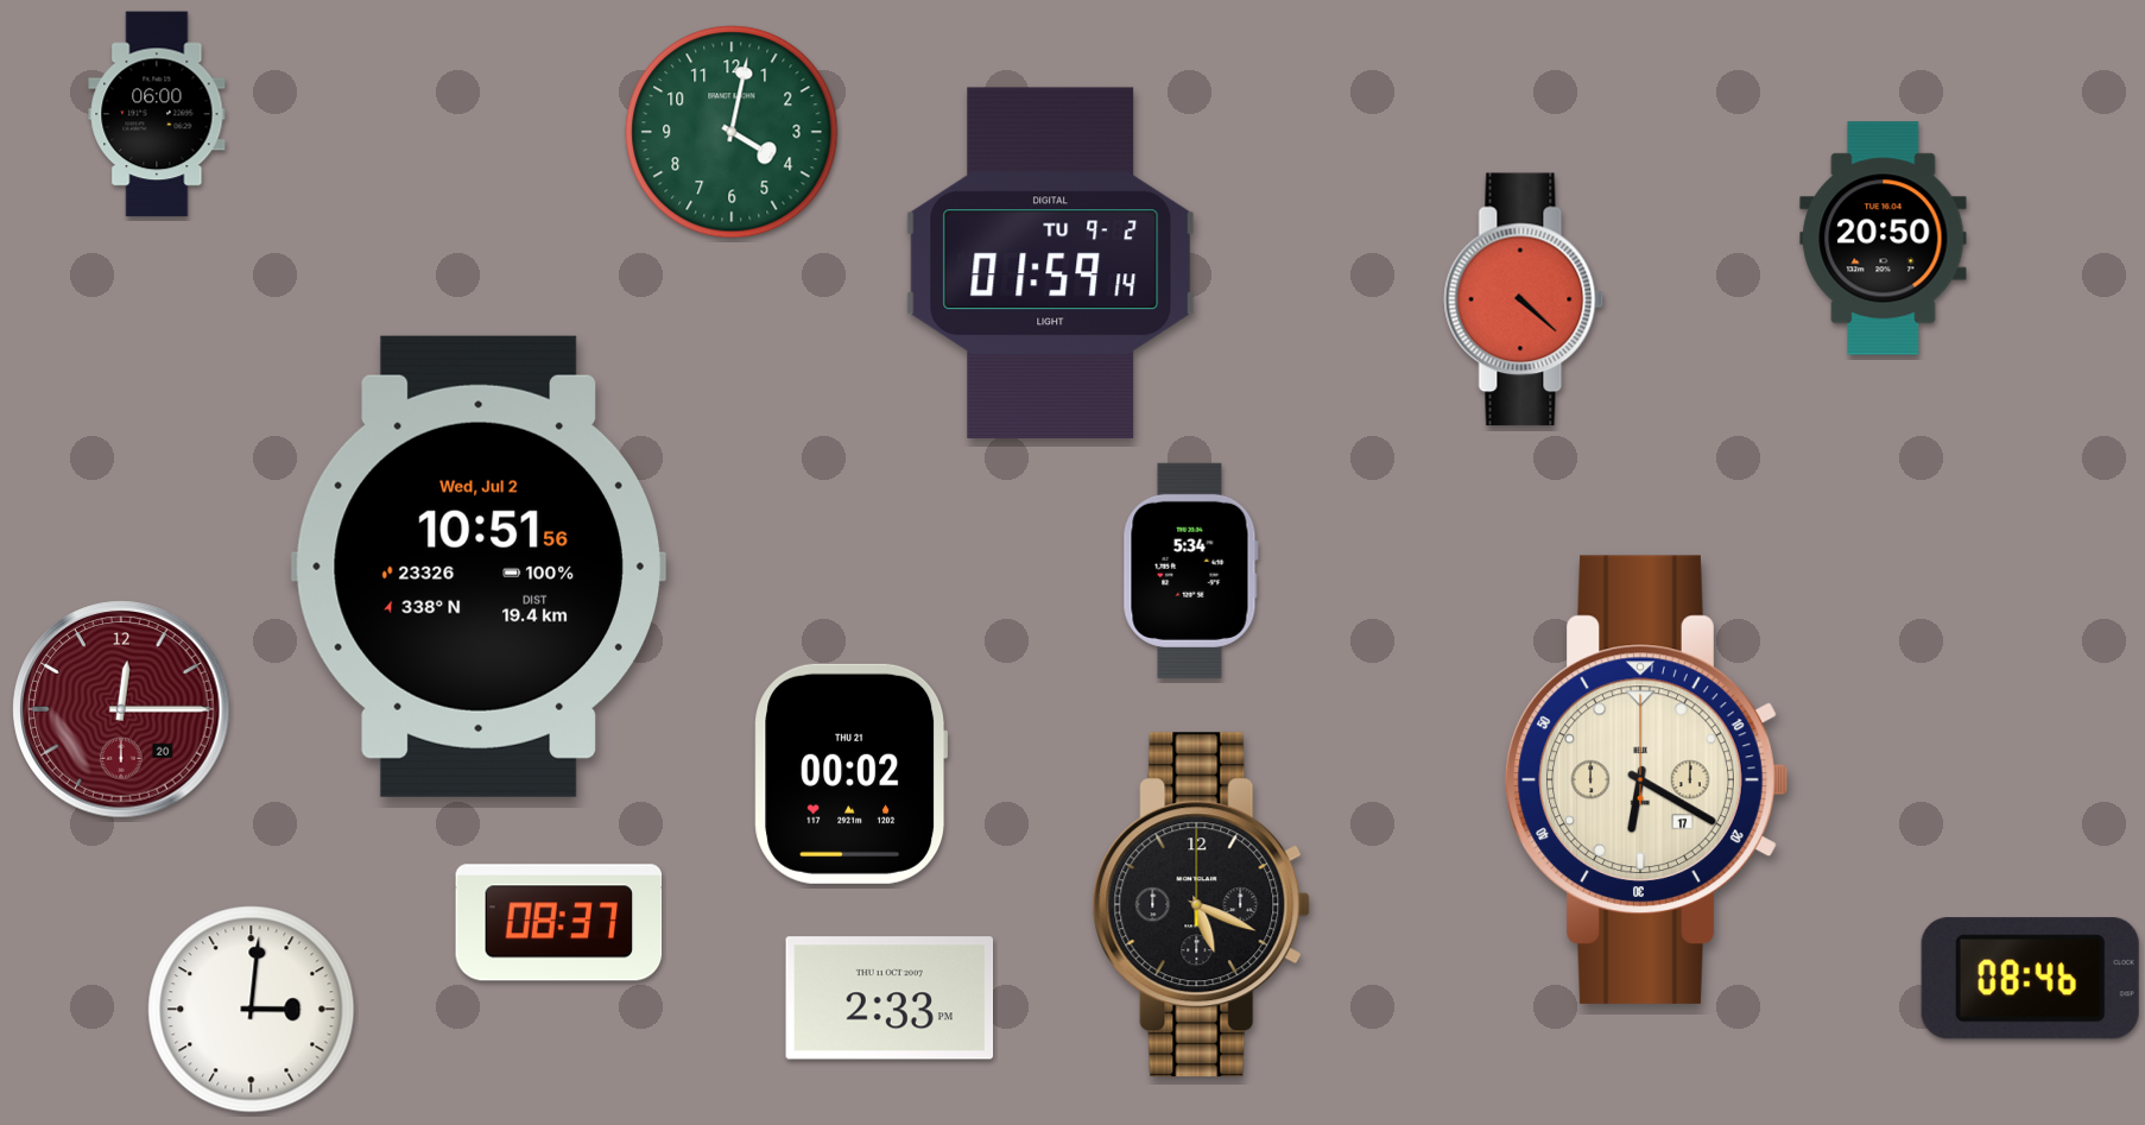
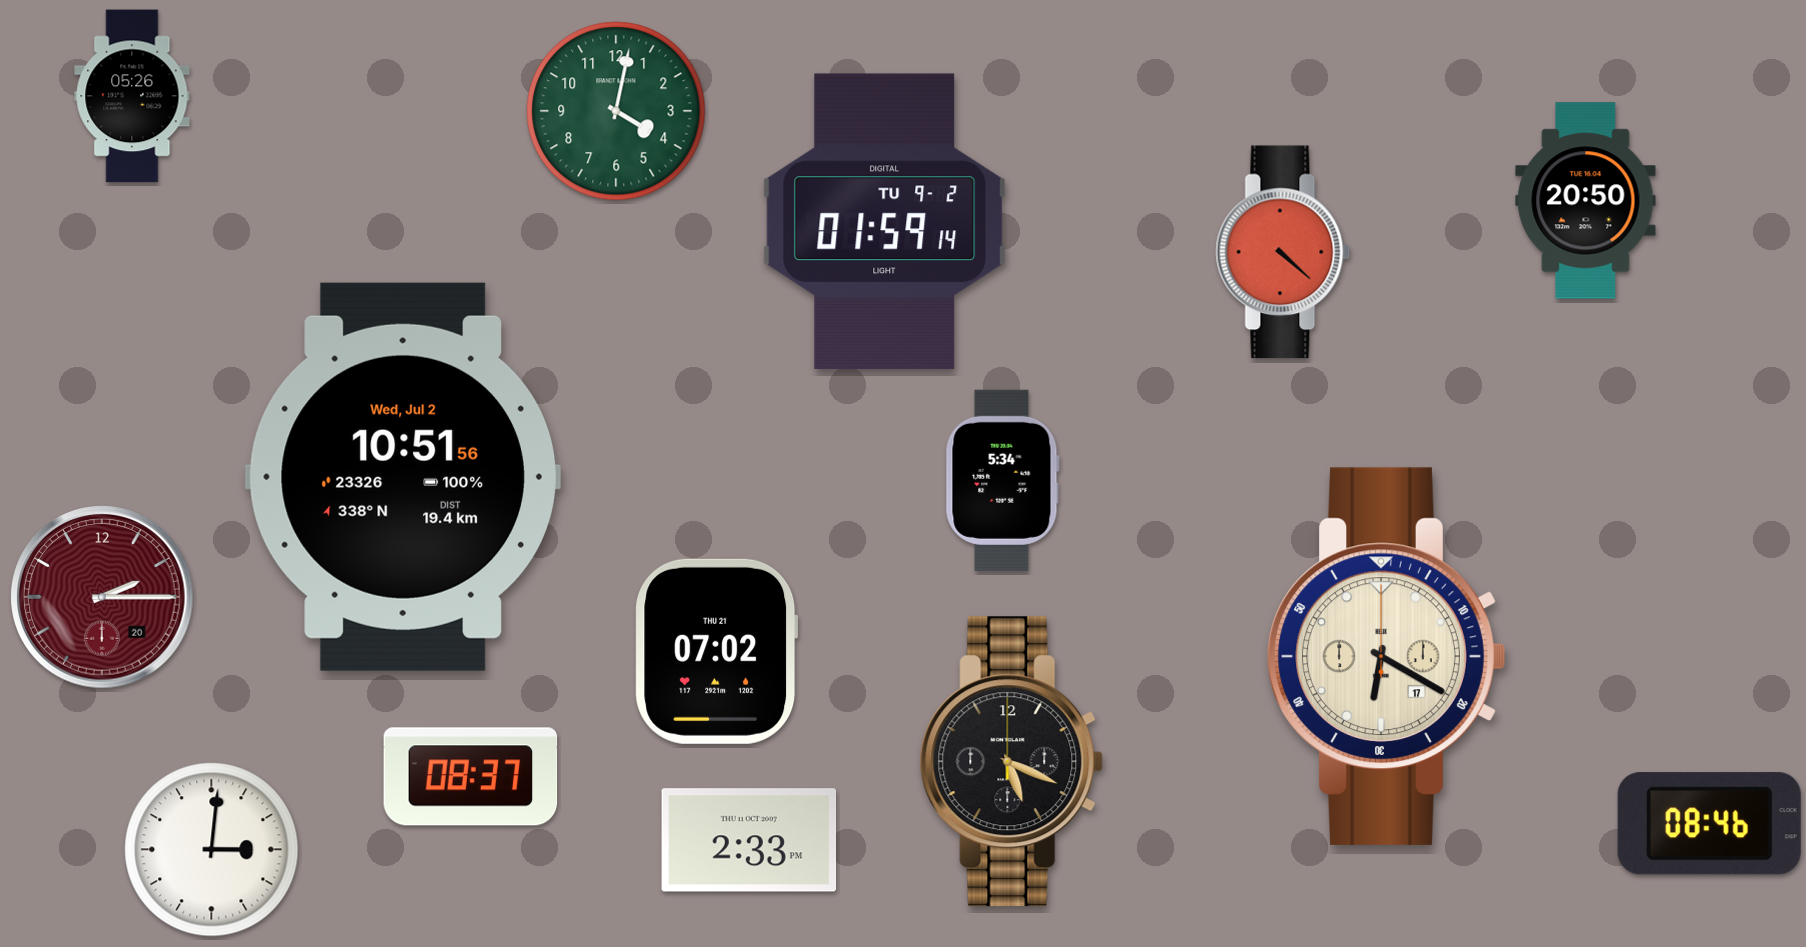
clock at (157, 114): 06:00 -> 05:26
clock at (121, 709): 12:15 -> 2:15
clock at (852, 773): 00:02 -> 07:02
